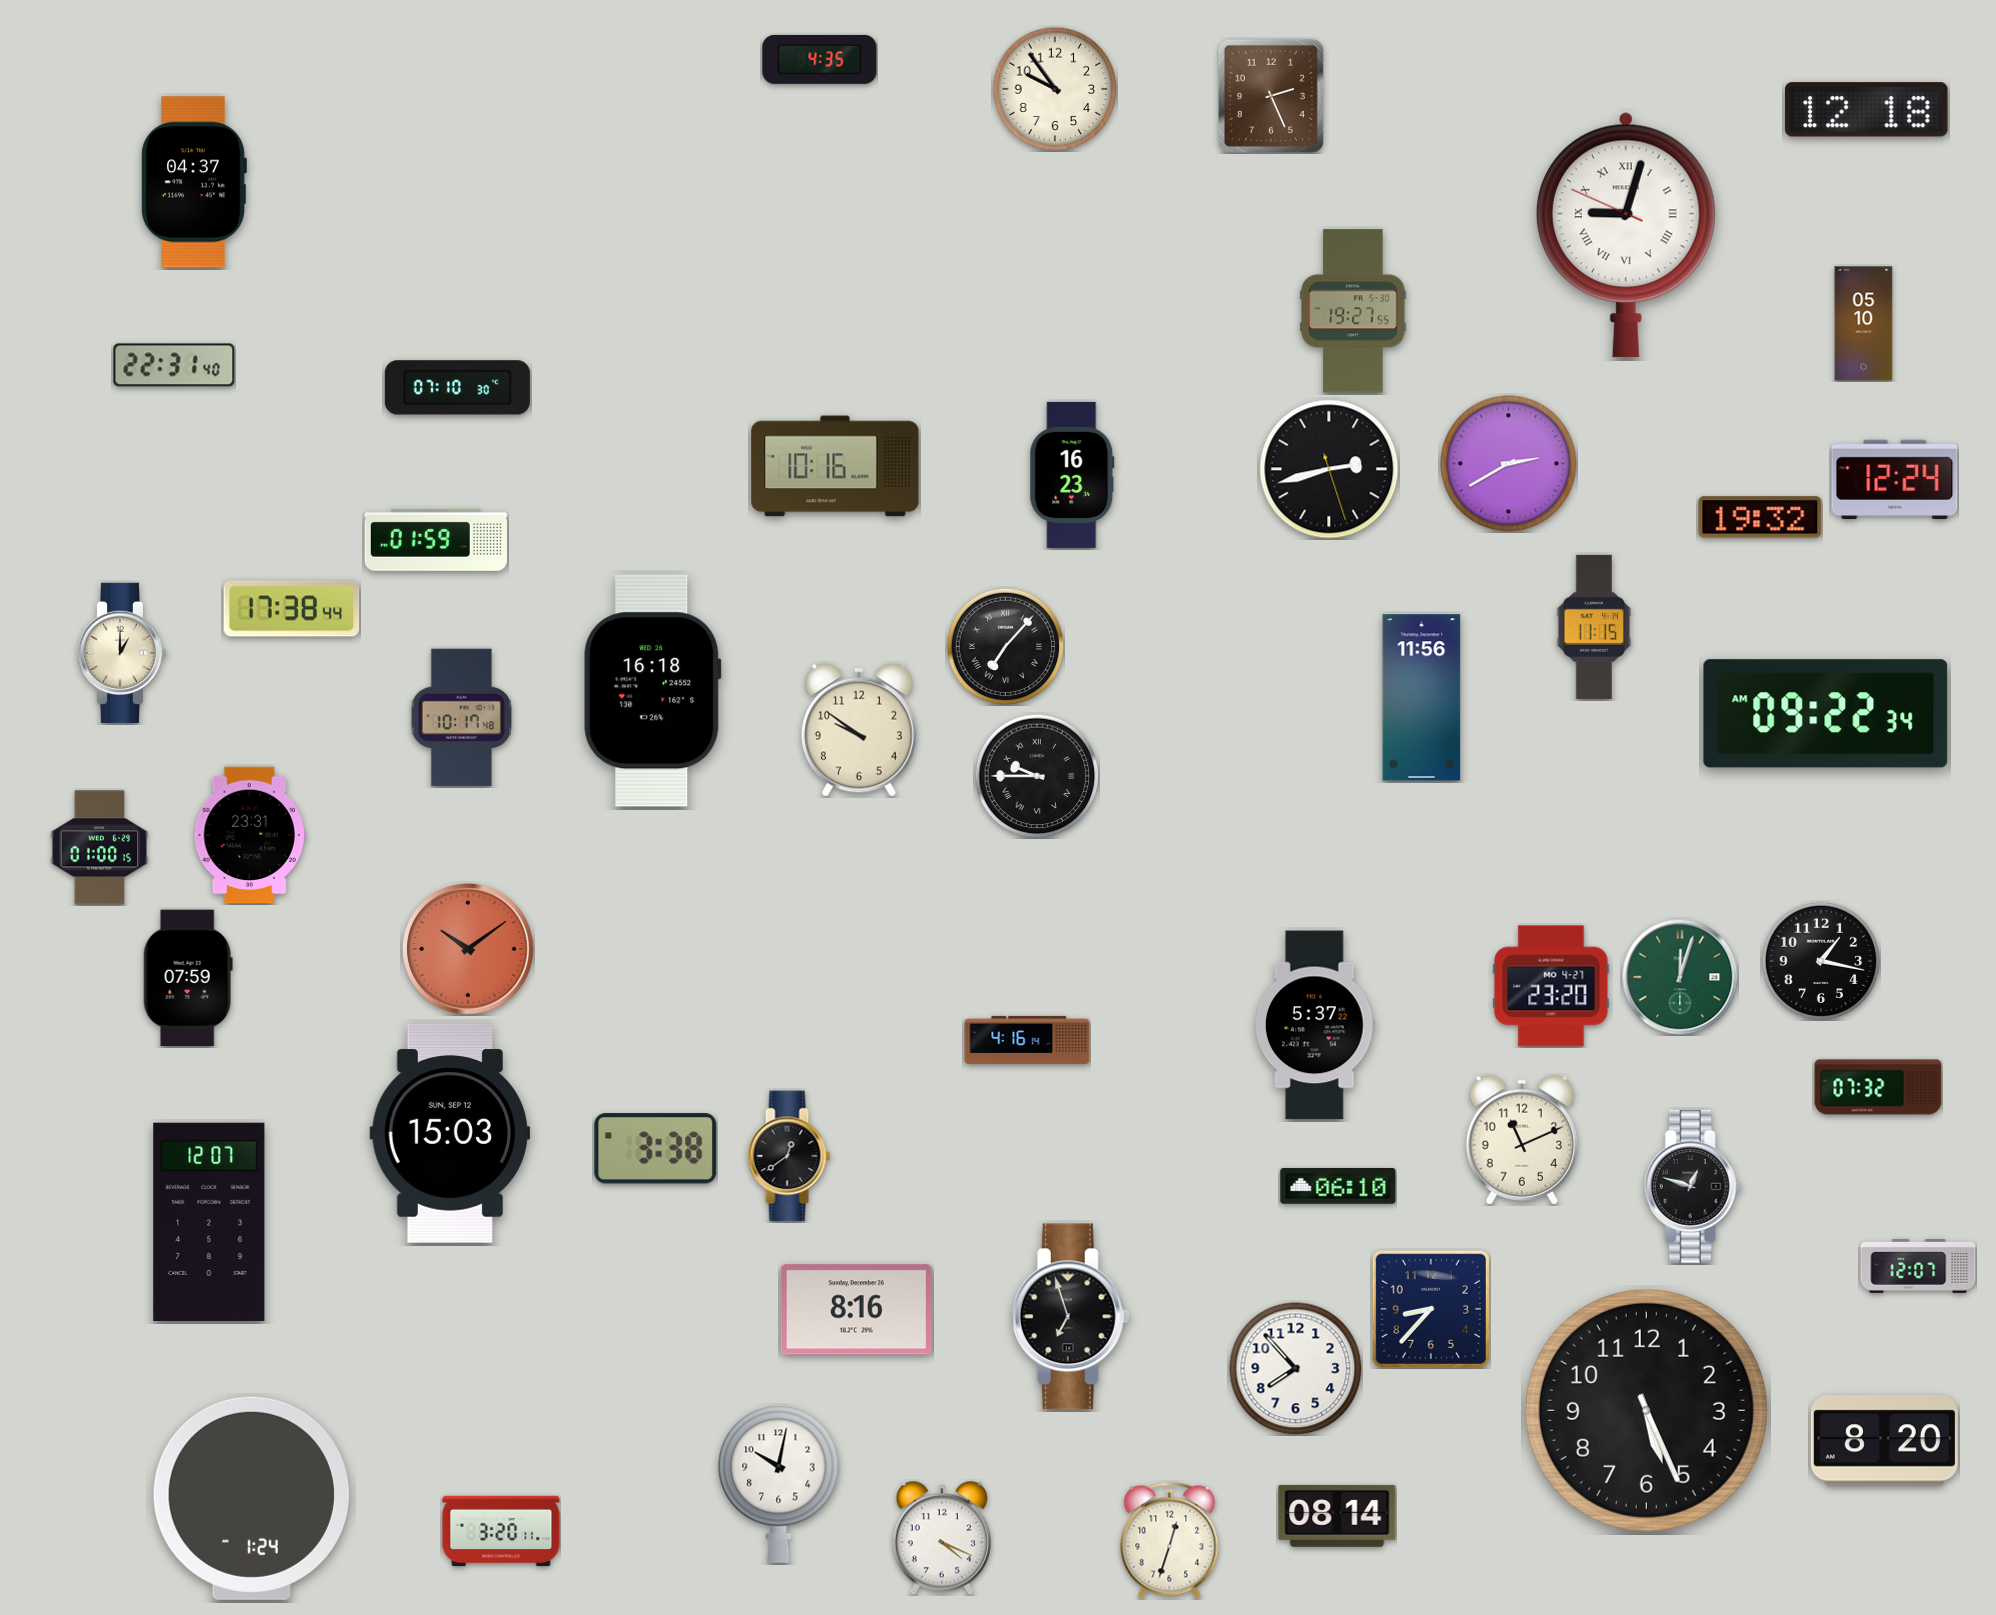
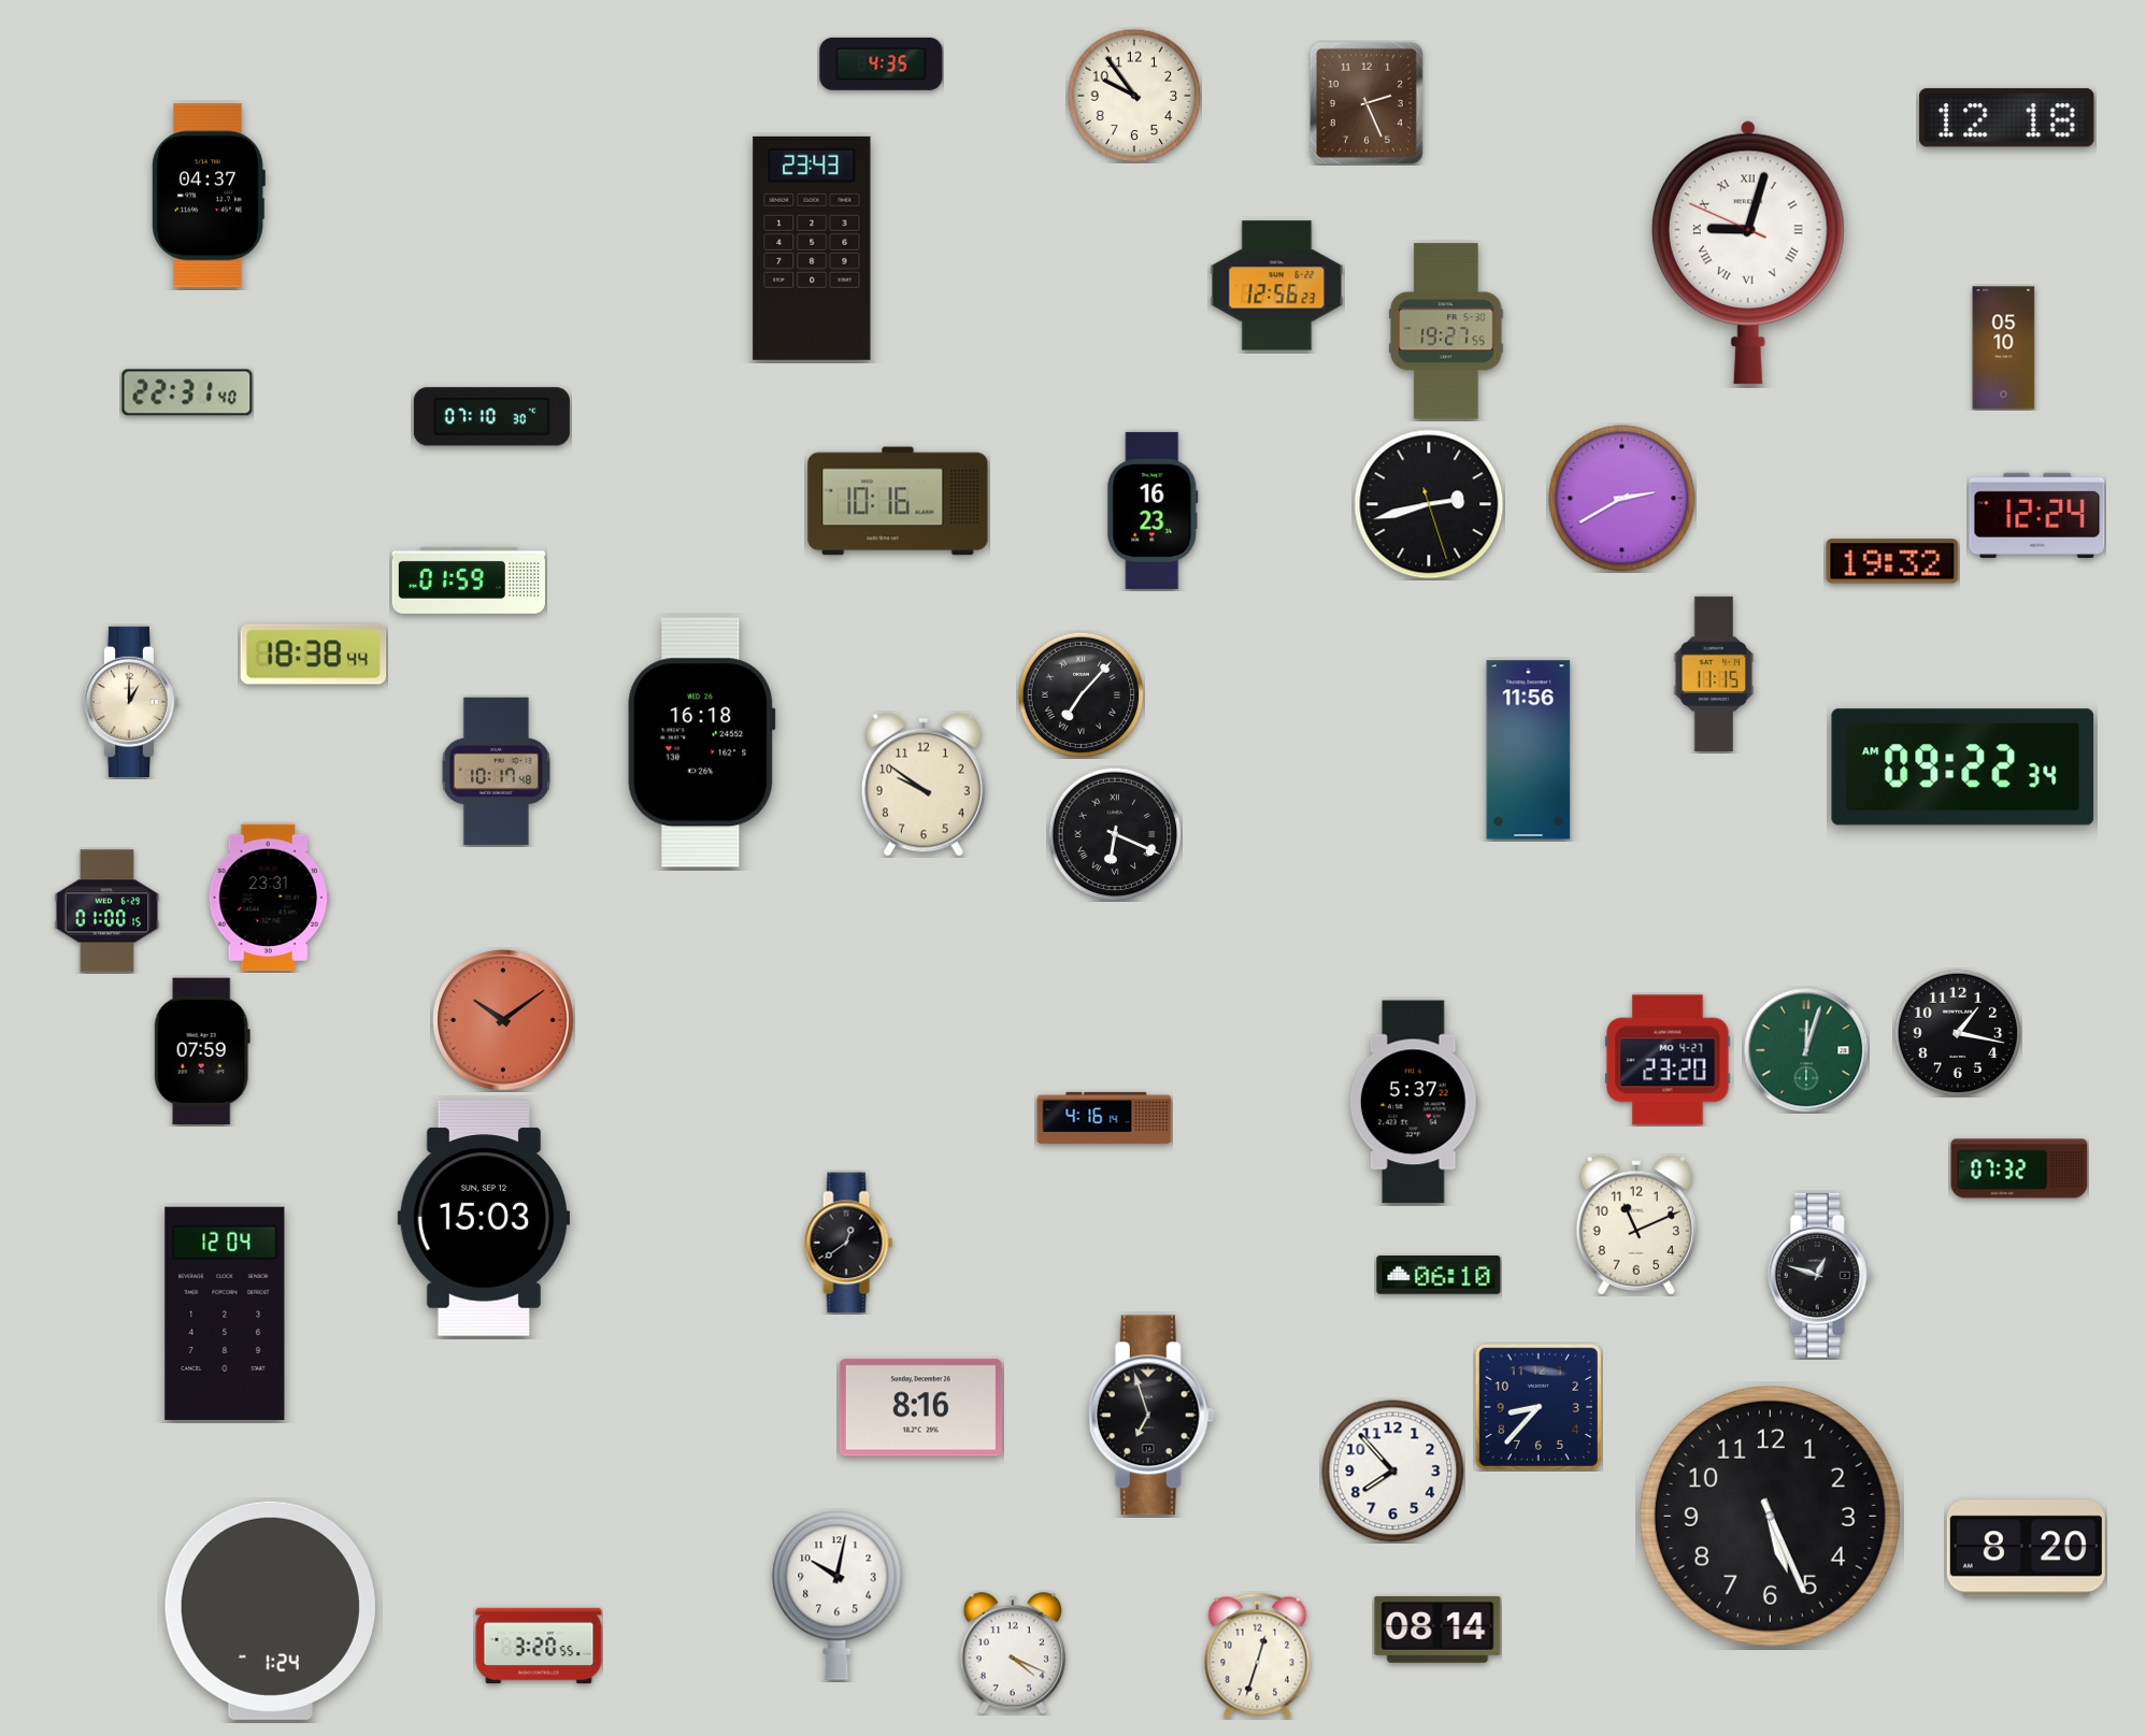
clock at (812, 248): none -> 23:43
clock at (1277, 286): none -> 12:56
clock at (1353, 311) position: (1353, 311) -> (1446, 331)
clock at (1760, 517) position: (1760, 517) -> (1892, 561)
clock at (292, 609): 17:38 -> 18:38
clock at (1037, 776): 9:45 -> 6:19
clock at (656, 1149): 3:38 -> none
clock at (209, 1222): 12:07 -> 12:04
clock at (1918, 1266): 12:07 -> none
clock at (501, 1531): 3:20:11 -> 3:20:55
